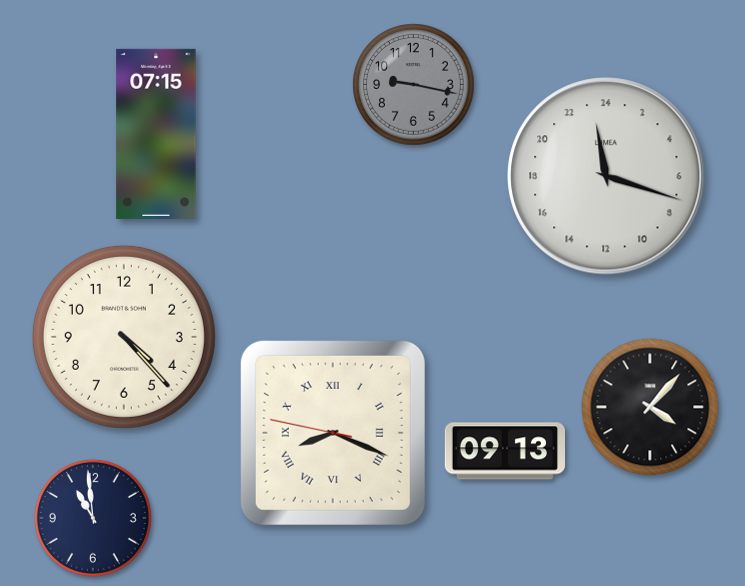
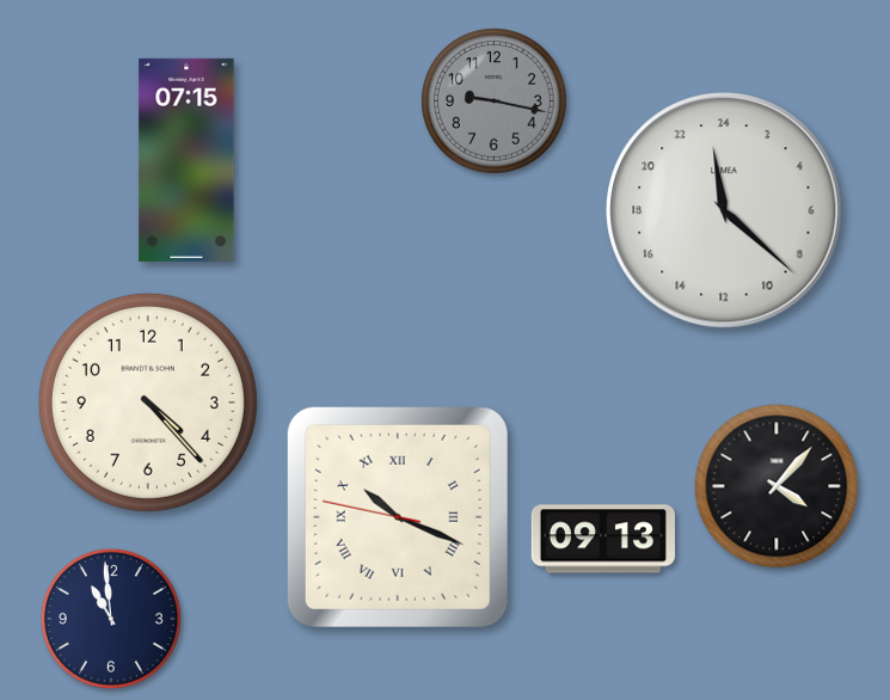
clock at (606, 176): 23:18 -> 23:22
clock at (333, 433): 8:18 -> 10:18
